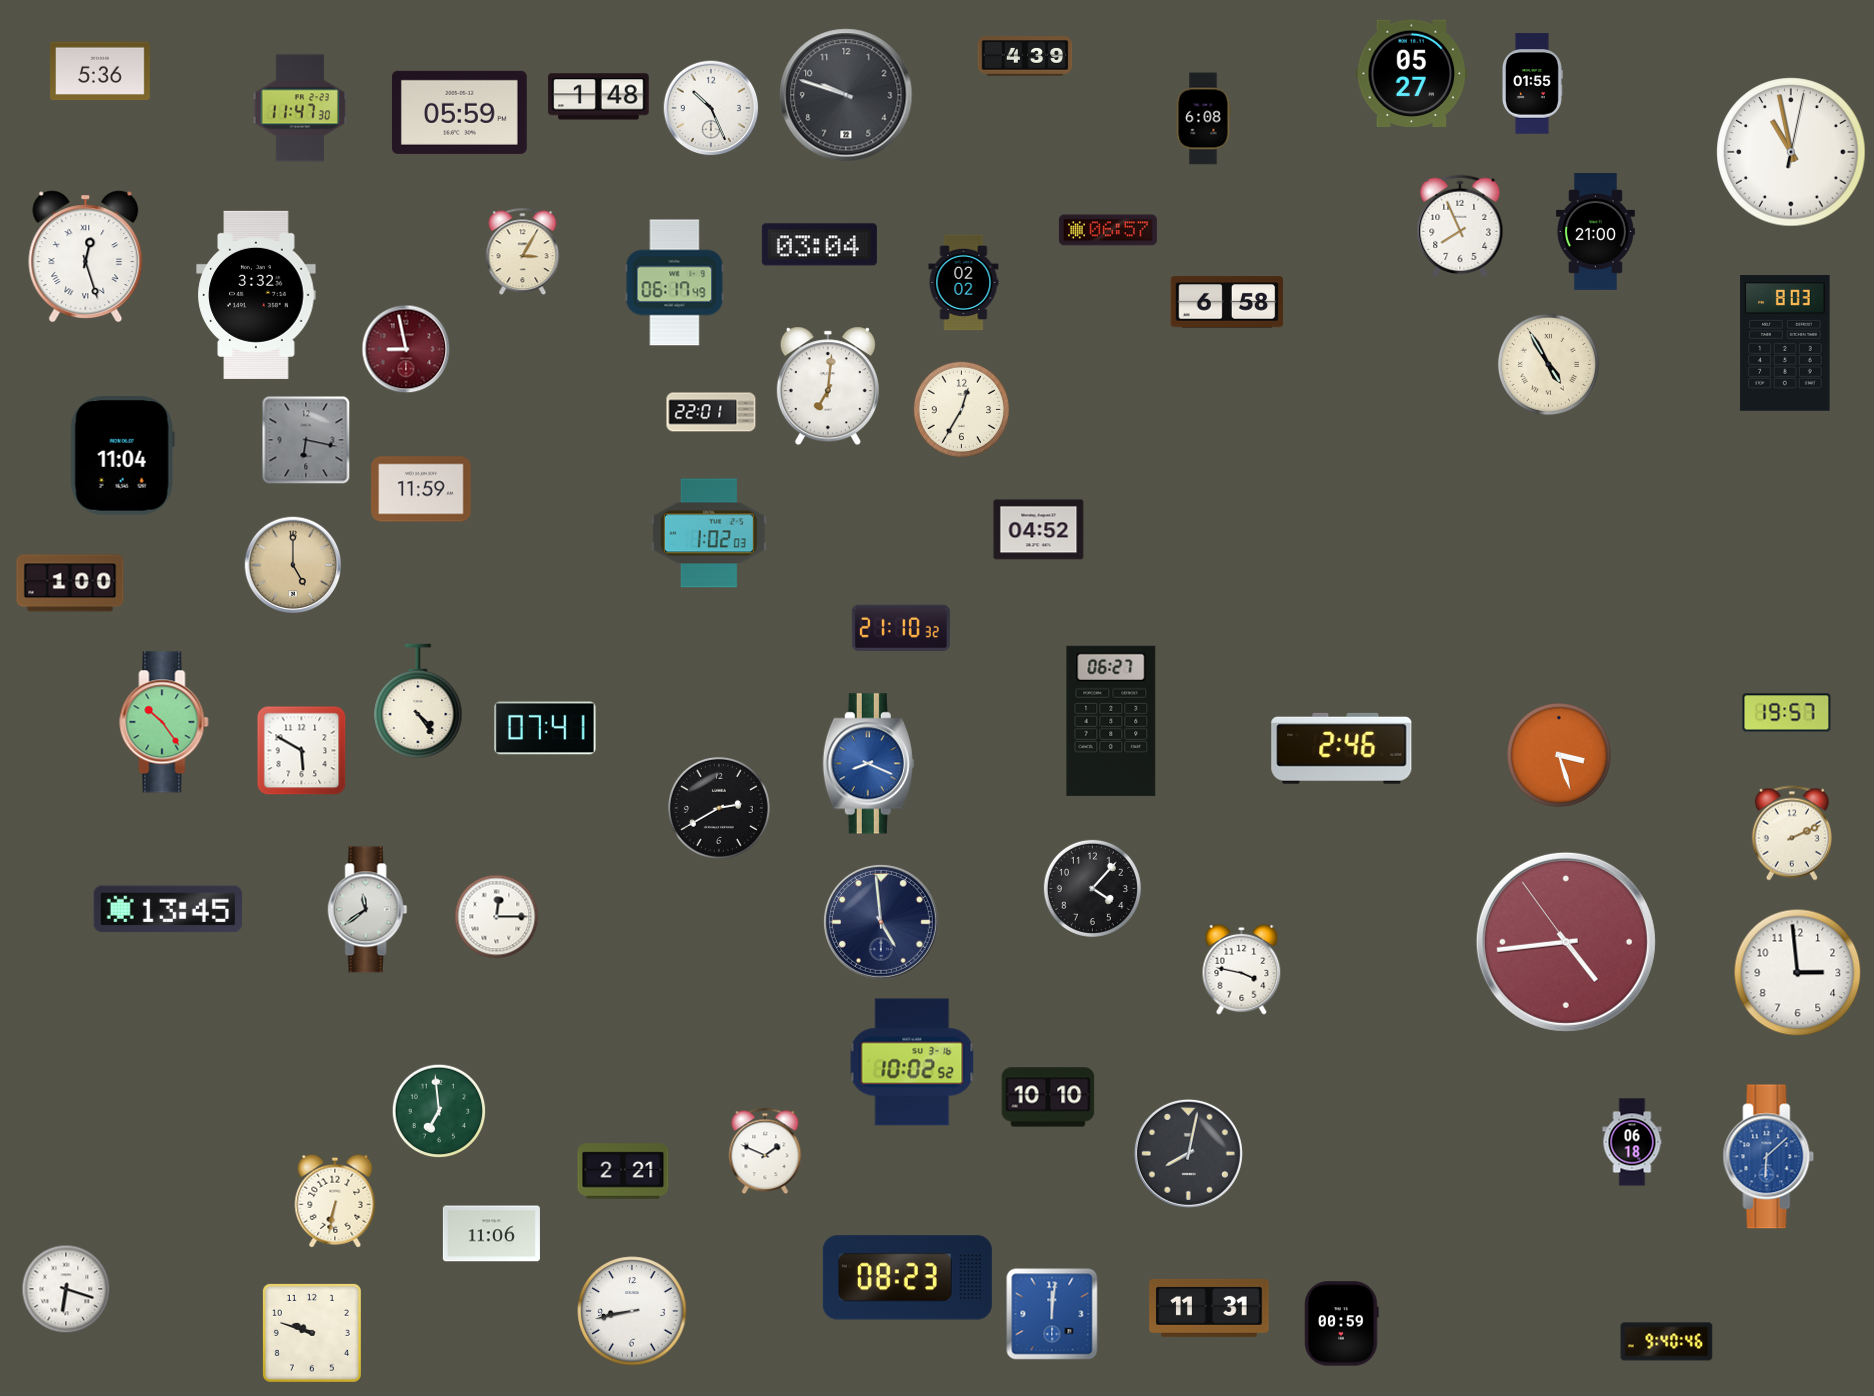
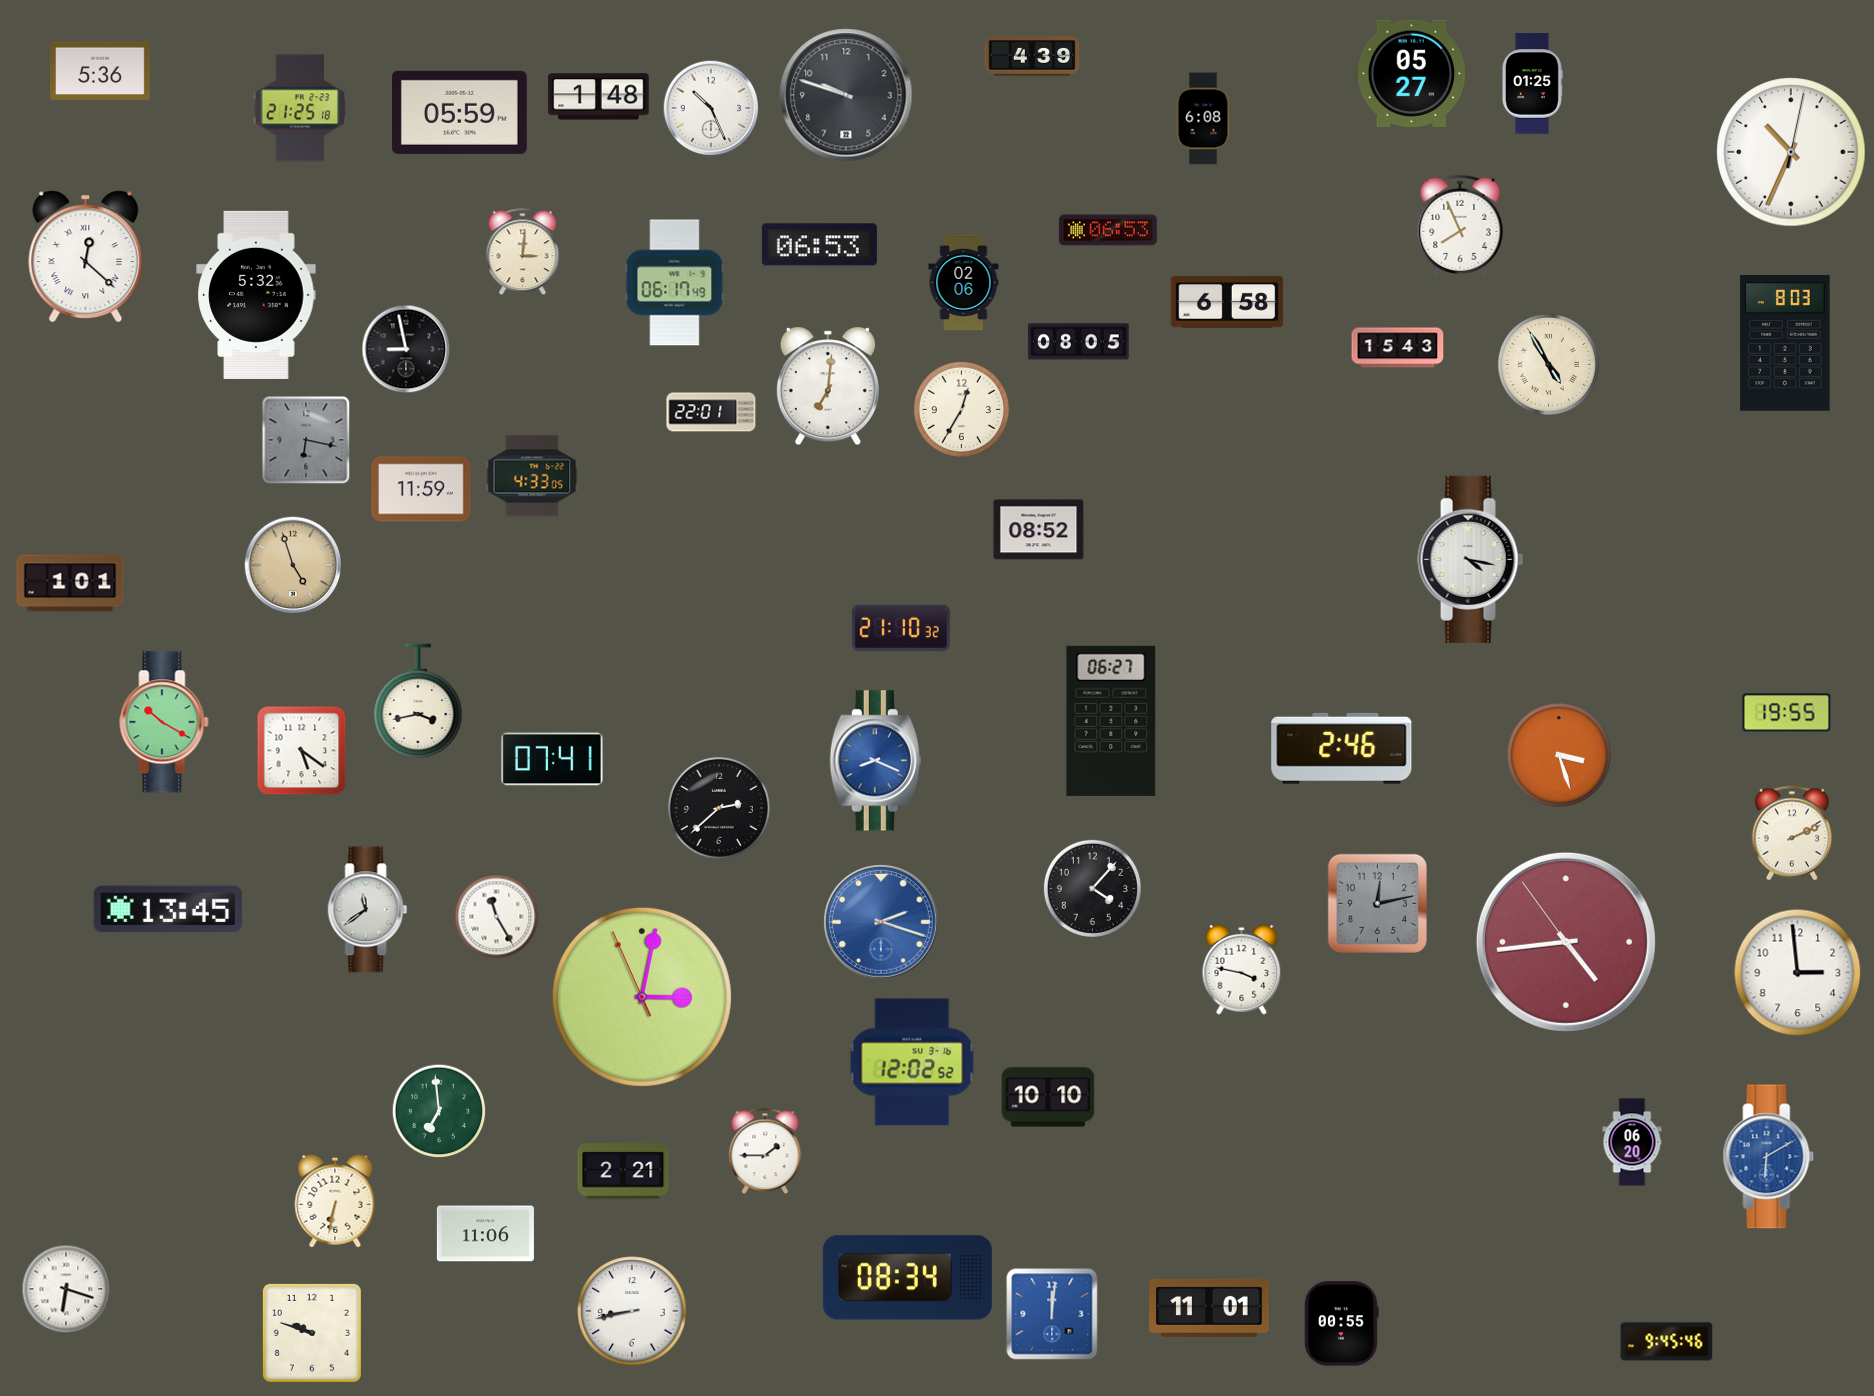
clock at (1025, 56) position: (1025, 56) -> (1032, 56)
clock at (1533, 84): 01:55 -> 01:25
clock at (300, 108): 11:47 -> 21:25
clock at (1791, 152): 10:58 -> 10:34
clock at (1108, 230): 06:57 -> 06:53
clock at (1595, 232): 21:00 -> none
clock at (819, 245): 03:04 -> 06:53
clock at (523, 252): 3:05 -> 3:01
clock at (86, 257): 12:27 -> 12:22
clock at (964, 283): 02:02 -> 02:06
clock at (256, 295): 3:32 -> 5:32
clock at (1079, 342): none -> 08:05
clock at (1398, 348): none -> 15:43
clock at (406, 349) dial: burgundy -> black
clock at (122, 456): 11:04 -> none
clock at (532, 476): none -> 4:33
clock at (1039, 530): 04:52 -> 08:52
clock at (709, 533): 1:02 -> none
clock at (1471, 559): none -> 4:17
clock at (293, 565): 5:00 -> 4:57
clock at (70, 583): 1:00 -> 1:01
clock at (418, 701): 4:24 -> 3:43
clock at (1787, 713): 19:57 -> 19:55
clock at (164, 722): 10:24 -> 10:20
clock at (545, 728) position: (545, 728) -> (552, 759)
clock at (302, 751): 5:50 -> 5:21
clock at (868, 764) position: (868, 764) -> (875, 761)
clock at (719, 808): 2:40 -> 2:38
clock at (1377, 903): none -> 12:13
clock at (497, 917): 12:15 -> 11:25
clock at (881, 922): 4:59 -> 2:18
clock at (881, 922) dial: navy -> blue
clock at (642, 997): none -> 3:01
clock at (912, 1062): 10:02 -> 12:02
clock at (1632, 1142): 06:18 -> 06:20
clock at (765, 1151): 1:49 -> 1:45
clock at (1188, 1153): 8:02 -> none
clock at (1769, 1157): 6:08 -> 6:10
clock at (491, 1234) position: (491, 1234) -> (485, 1234)
clock at (907, 1278): 08:23 -> 08:34
clock at (1209, 1308): 11:31 -> 11:01
clock at (1342, 1324): 00:59 -> 00:55
clock at (1667, 1342): 9:40 -> 9:45
